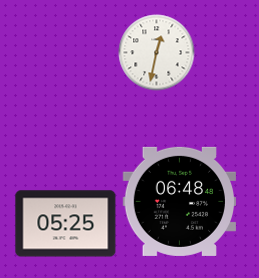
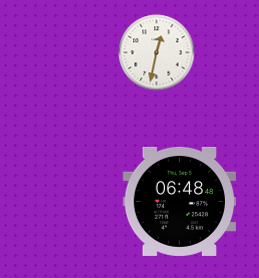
clock at (66, 224): 05:25 -> none
